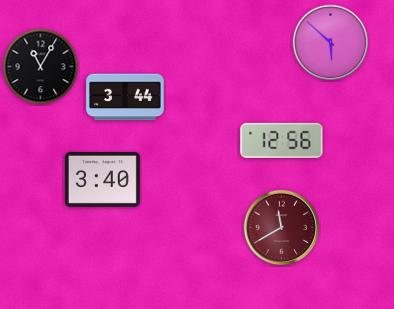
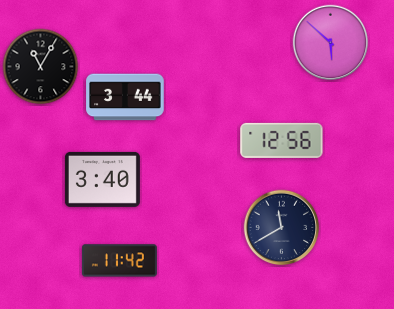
clock at (282, 228) dial: burgundy -> navy
clock at (119, 261): none -> 11:42
